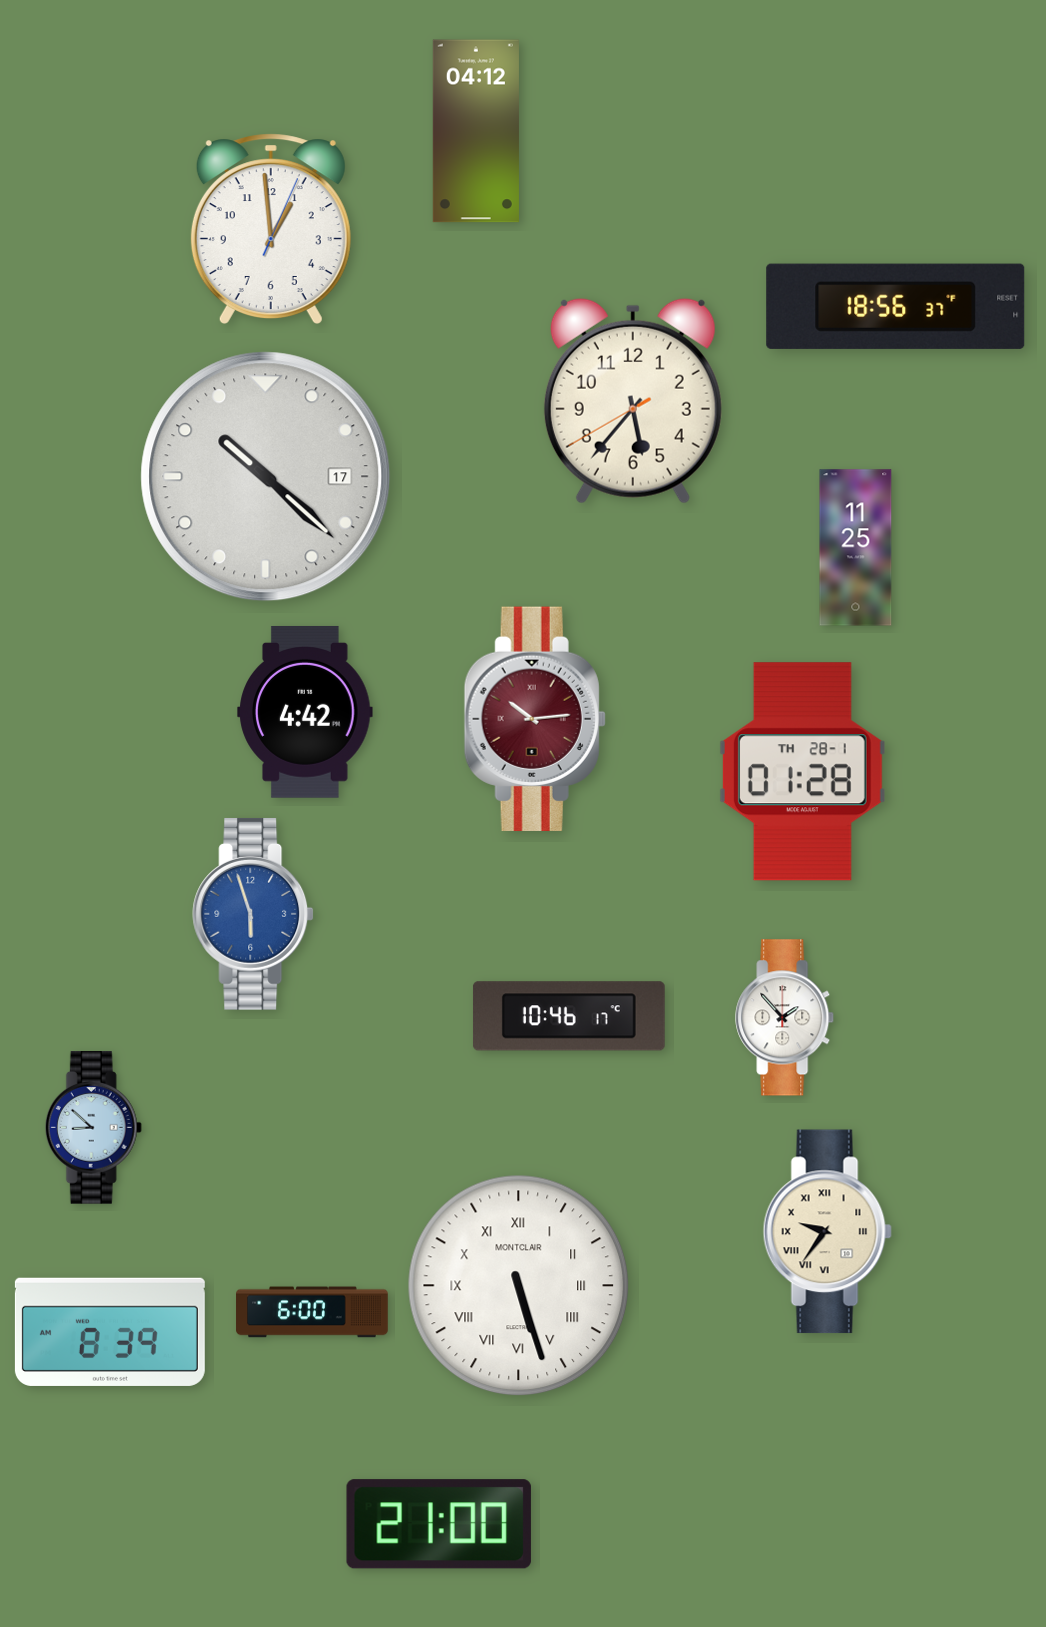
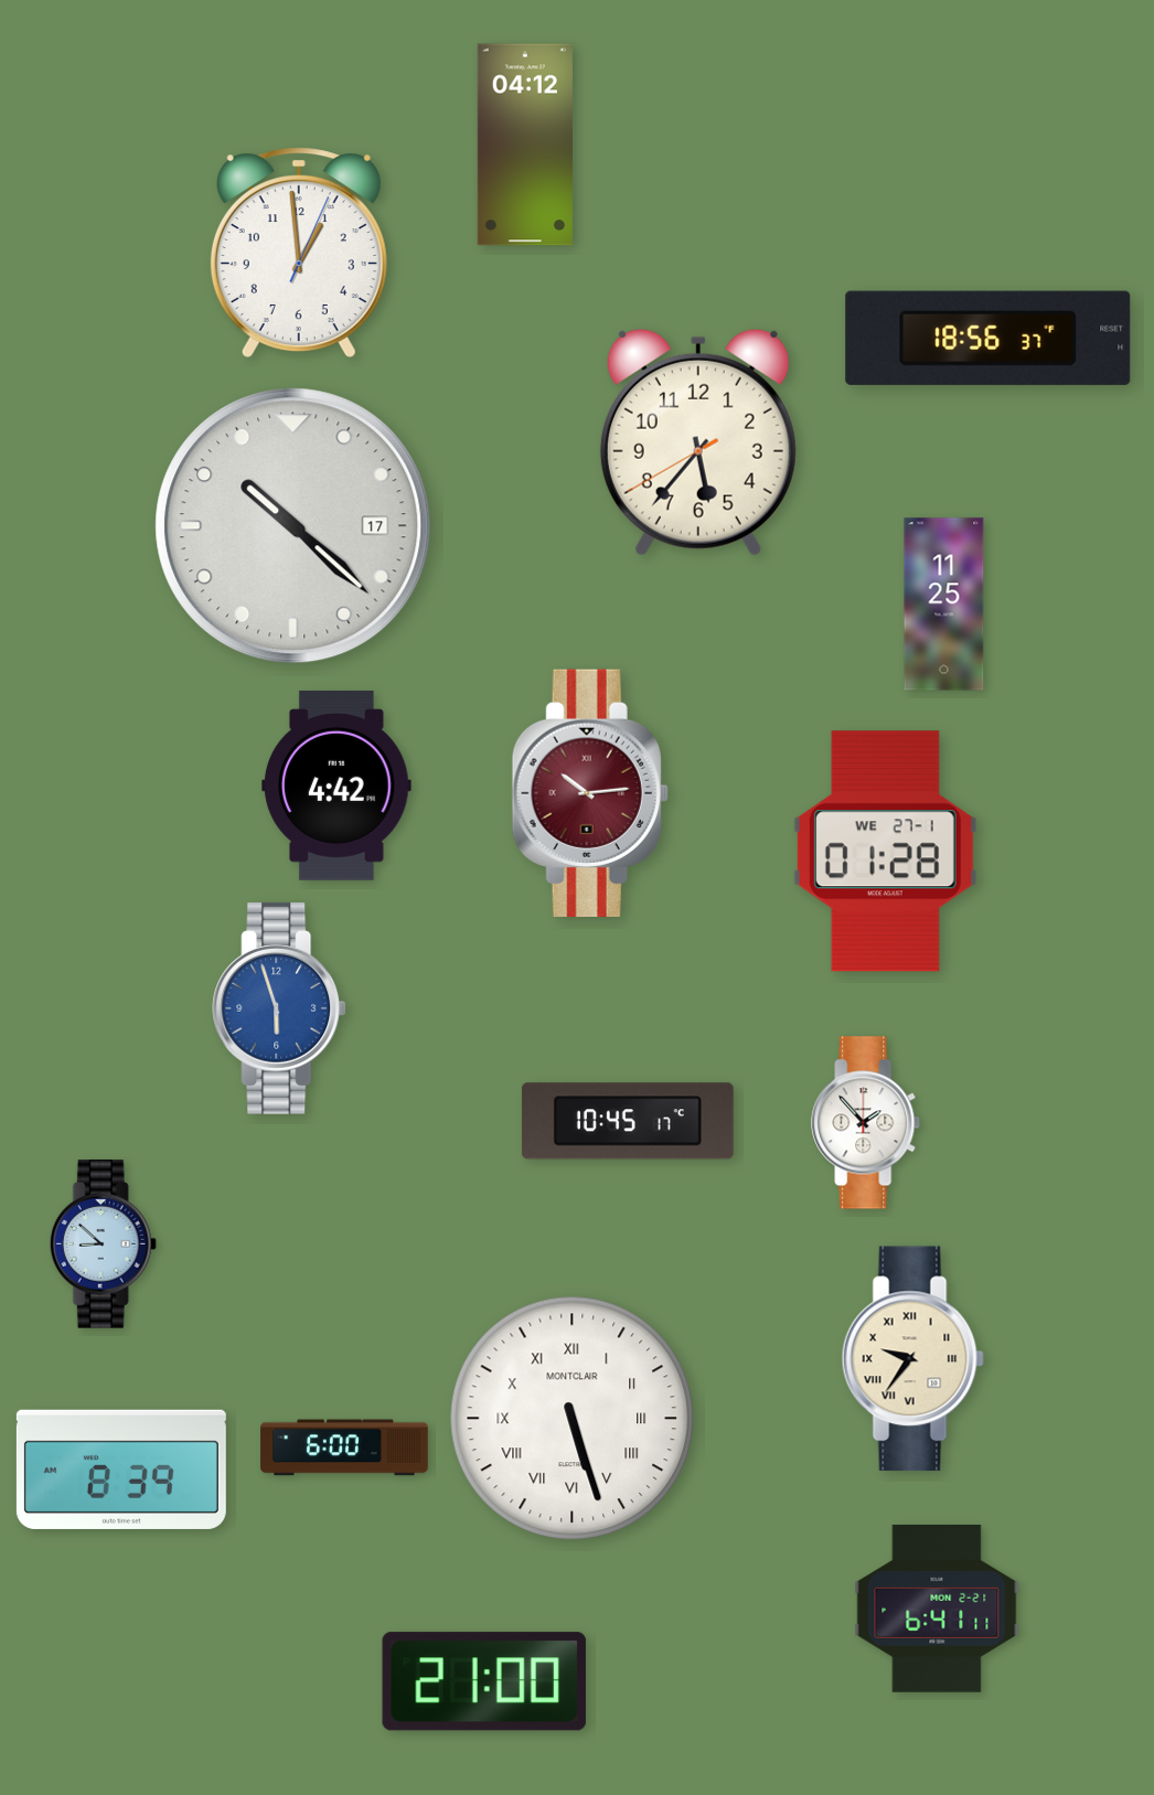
clock at (802, 772) date: TH 28-1 -> WE 27-1
clock at (569, 1016): 10:46 -> 10:45
clock at (937, 1609): none -> 6:41
